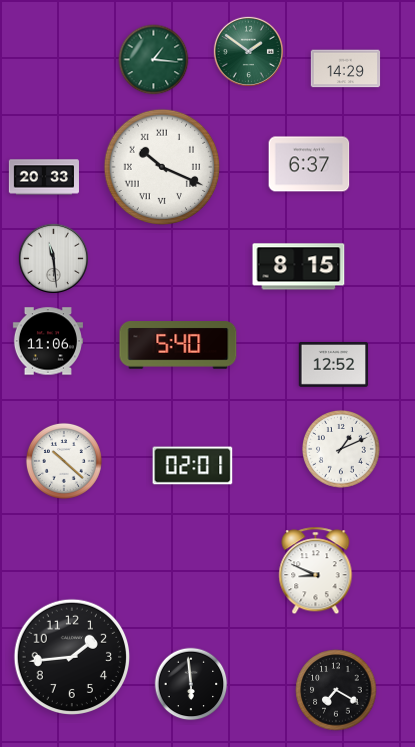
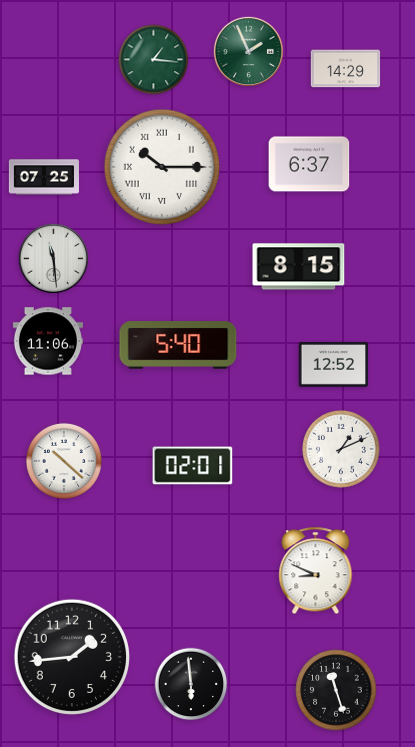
clock at (248, 51): 1:51 -> 1:56
clock at (162, 167): 10:19 -> 10:15
clock at (43, 177): 20:33 -> 07:25
clock at (336, 690): 7:20 -> 11:27
